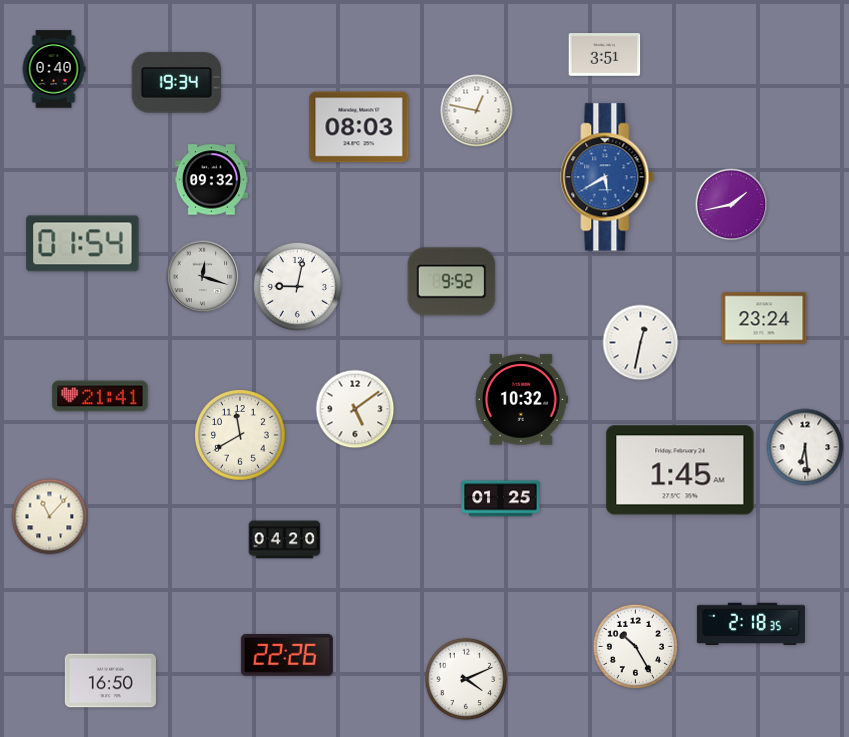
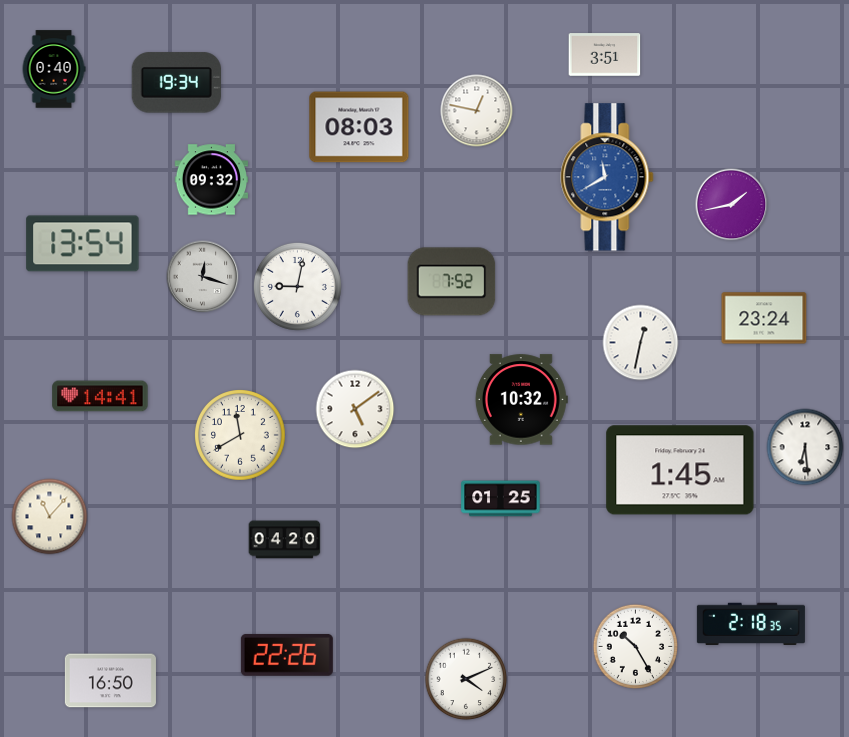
clock at (607, 177): 5:40 -> 11:40
clock at (83, 244): 01:54 -> 13:54
clock at (452, 282): 9:52 -> 7:52
clock at (100, 396): 21:41 -> 14:41
